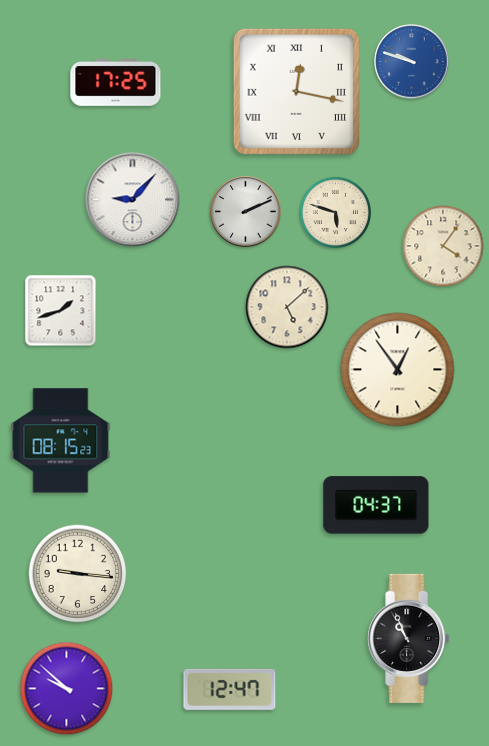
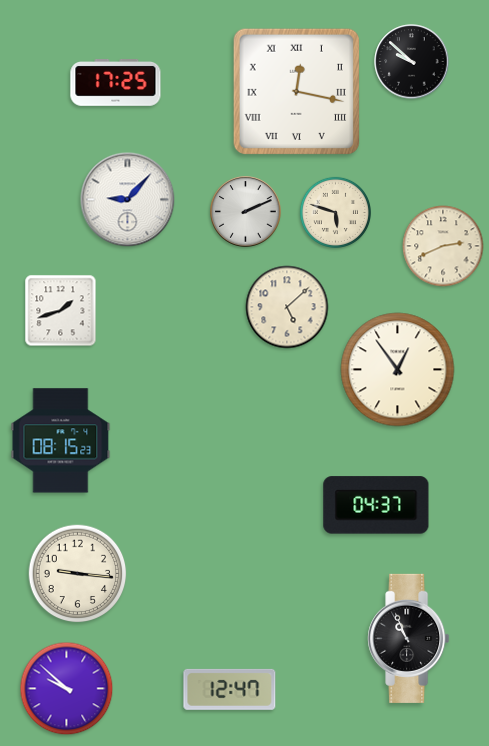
clock at (412, 62): 9:48 -> 9:52
clock at (412, 62) dial: blue -> black
clock at (133, 200) position: (133, 200) -> (128, 200)
clock at (443, 246): 4:06 -> 2:41
